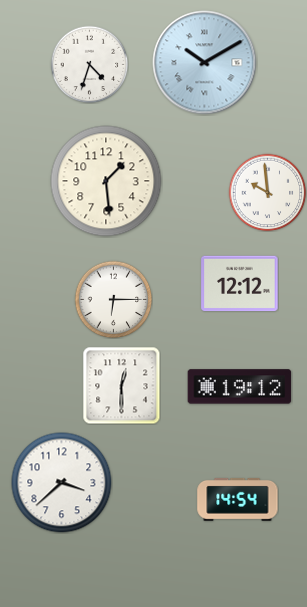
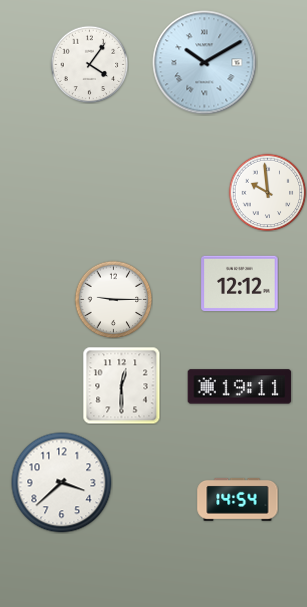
clock at (89, 64): 4:33 -> 4:06
clock at (106, 181): 1:29 -> none
clock at (113, 299): 6:15 -> 9:15
clock at (240, 387): 19:12 -> 19:11
